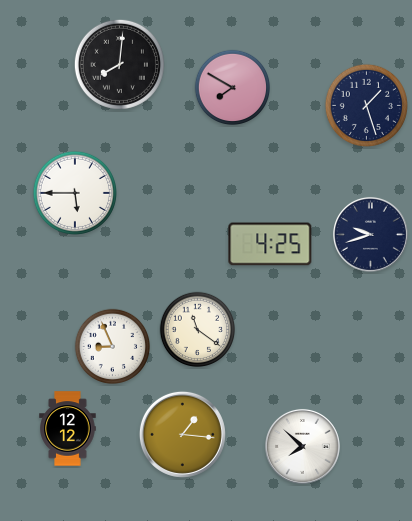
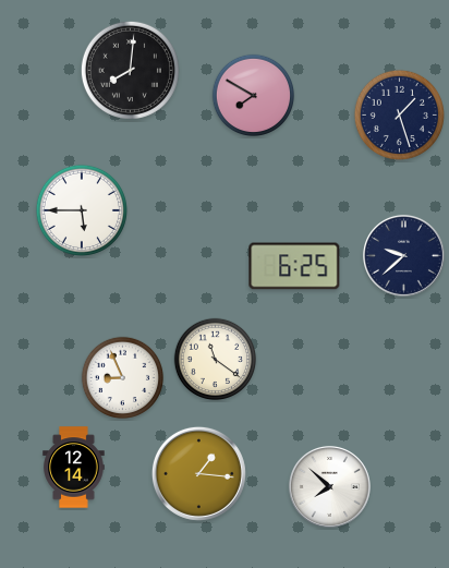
clock at (370, 234): 9:42 -> 9:38
clock at (270, 244): 4:25 -> 6:25
clock at (68, 429): 12:12 -> 12:14
